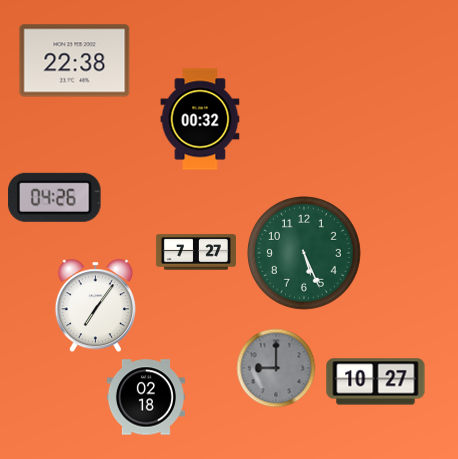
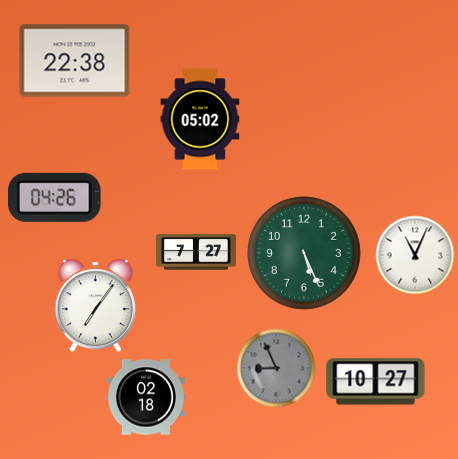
clock at (200, 119): 00:32 -> 05:02
clock at (415, 255): none -> 11:04
clock at (276, 368): 9:00 -> 8:56
